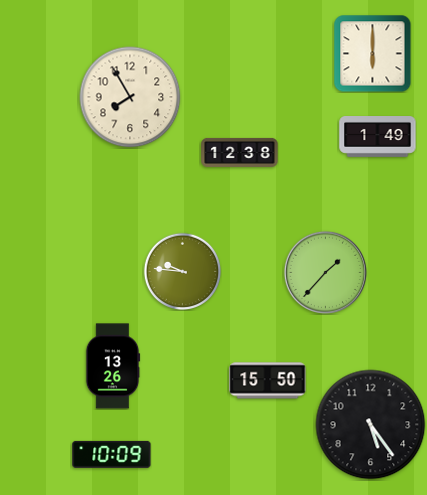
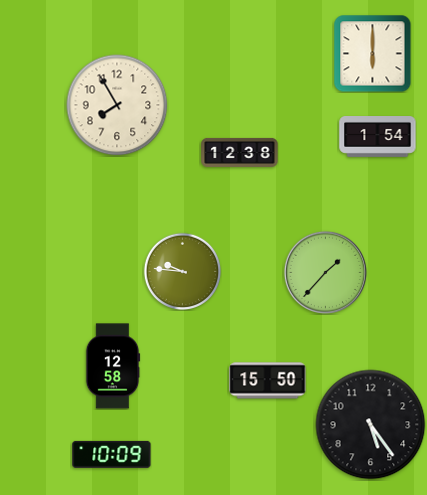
clock at (130, 97) position: (130, 97) -> (117, 105)
clock at (378, 137): 1:49 -> 1:54
clock at (113, 366): 13:26 -> 12:58
